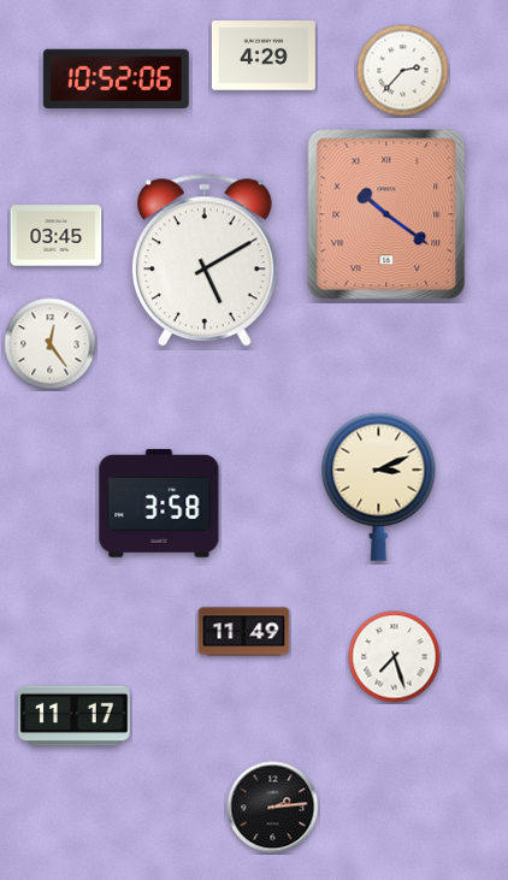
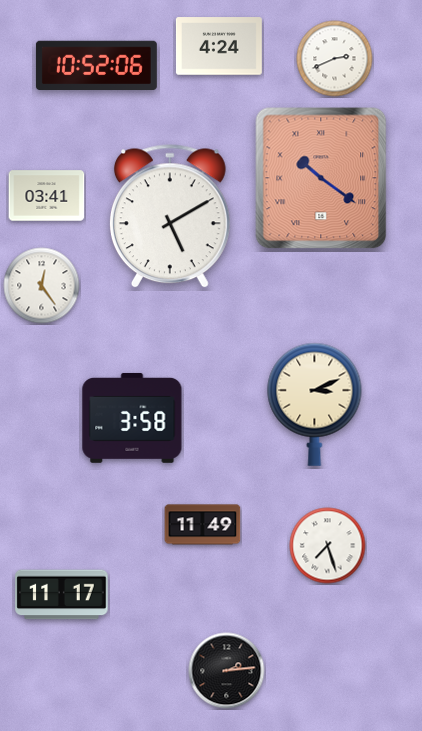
clock at (264, 55): 4:29 -> 4:24
clock at (403, 71): 2:37 -> 2:41
clock at (57, 236): 03:45 -> 03:41
